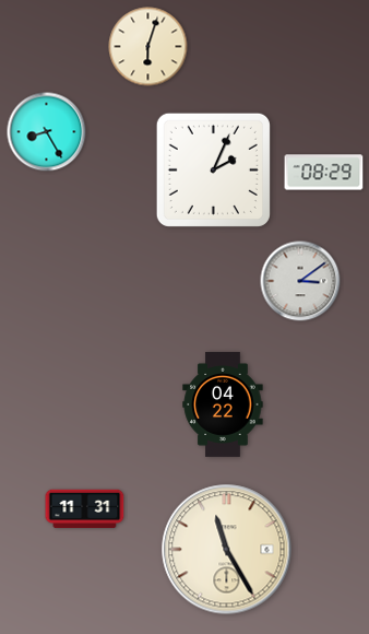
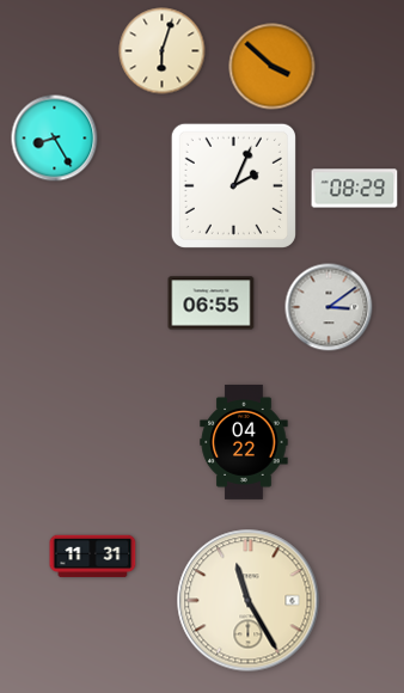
clock at (273, 67): none -> 3:52
clock at (47, 132) position: (47, 132) -> (55, 139)
clock at (212, 303): none -> 06:55
